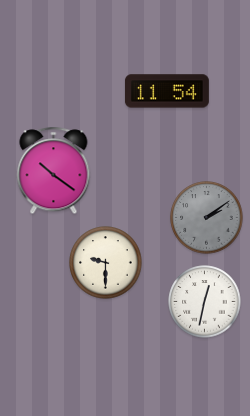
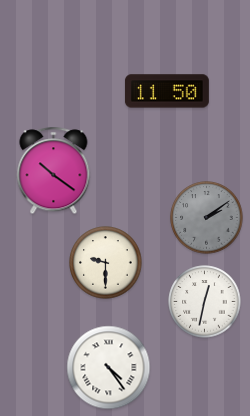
clock at (167, 91): 11:54 -> 11:50
clock at (109, 368): none -> 4:24
